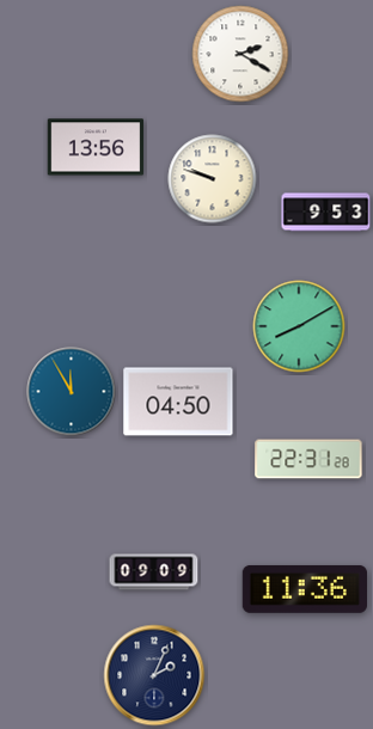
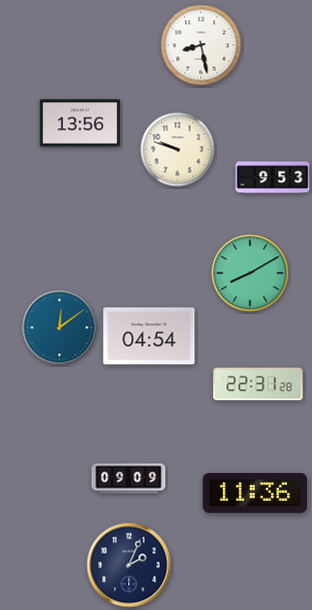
clock at (240, 54): 2:20 -> 8:28
clock at (72, 392): 11:55 -> 12:09
clock at (178, 402): 04:50 -> 04:54
